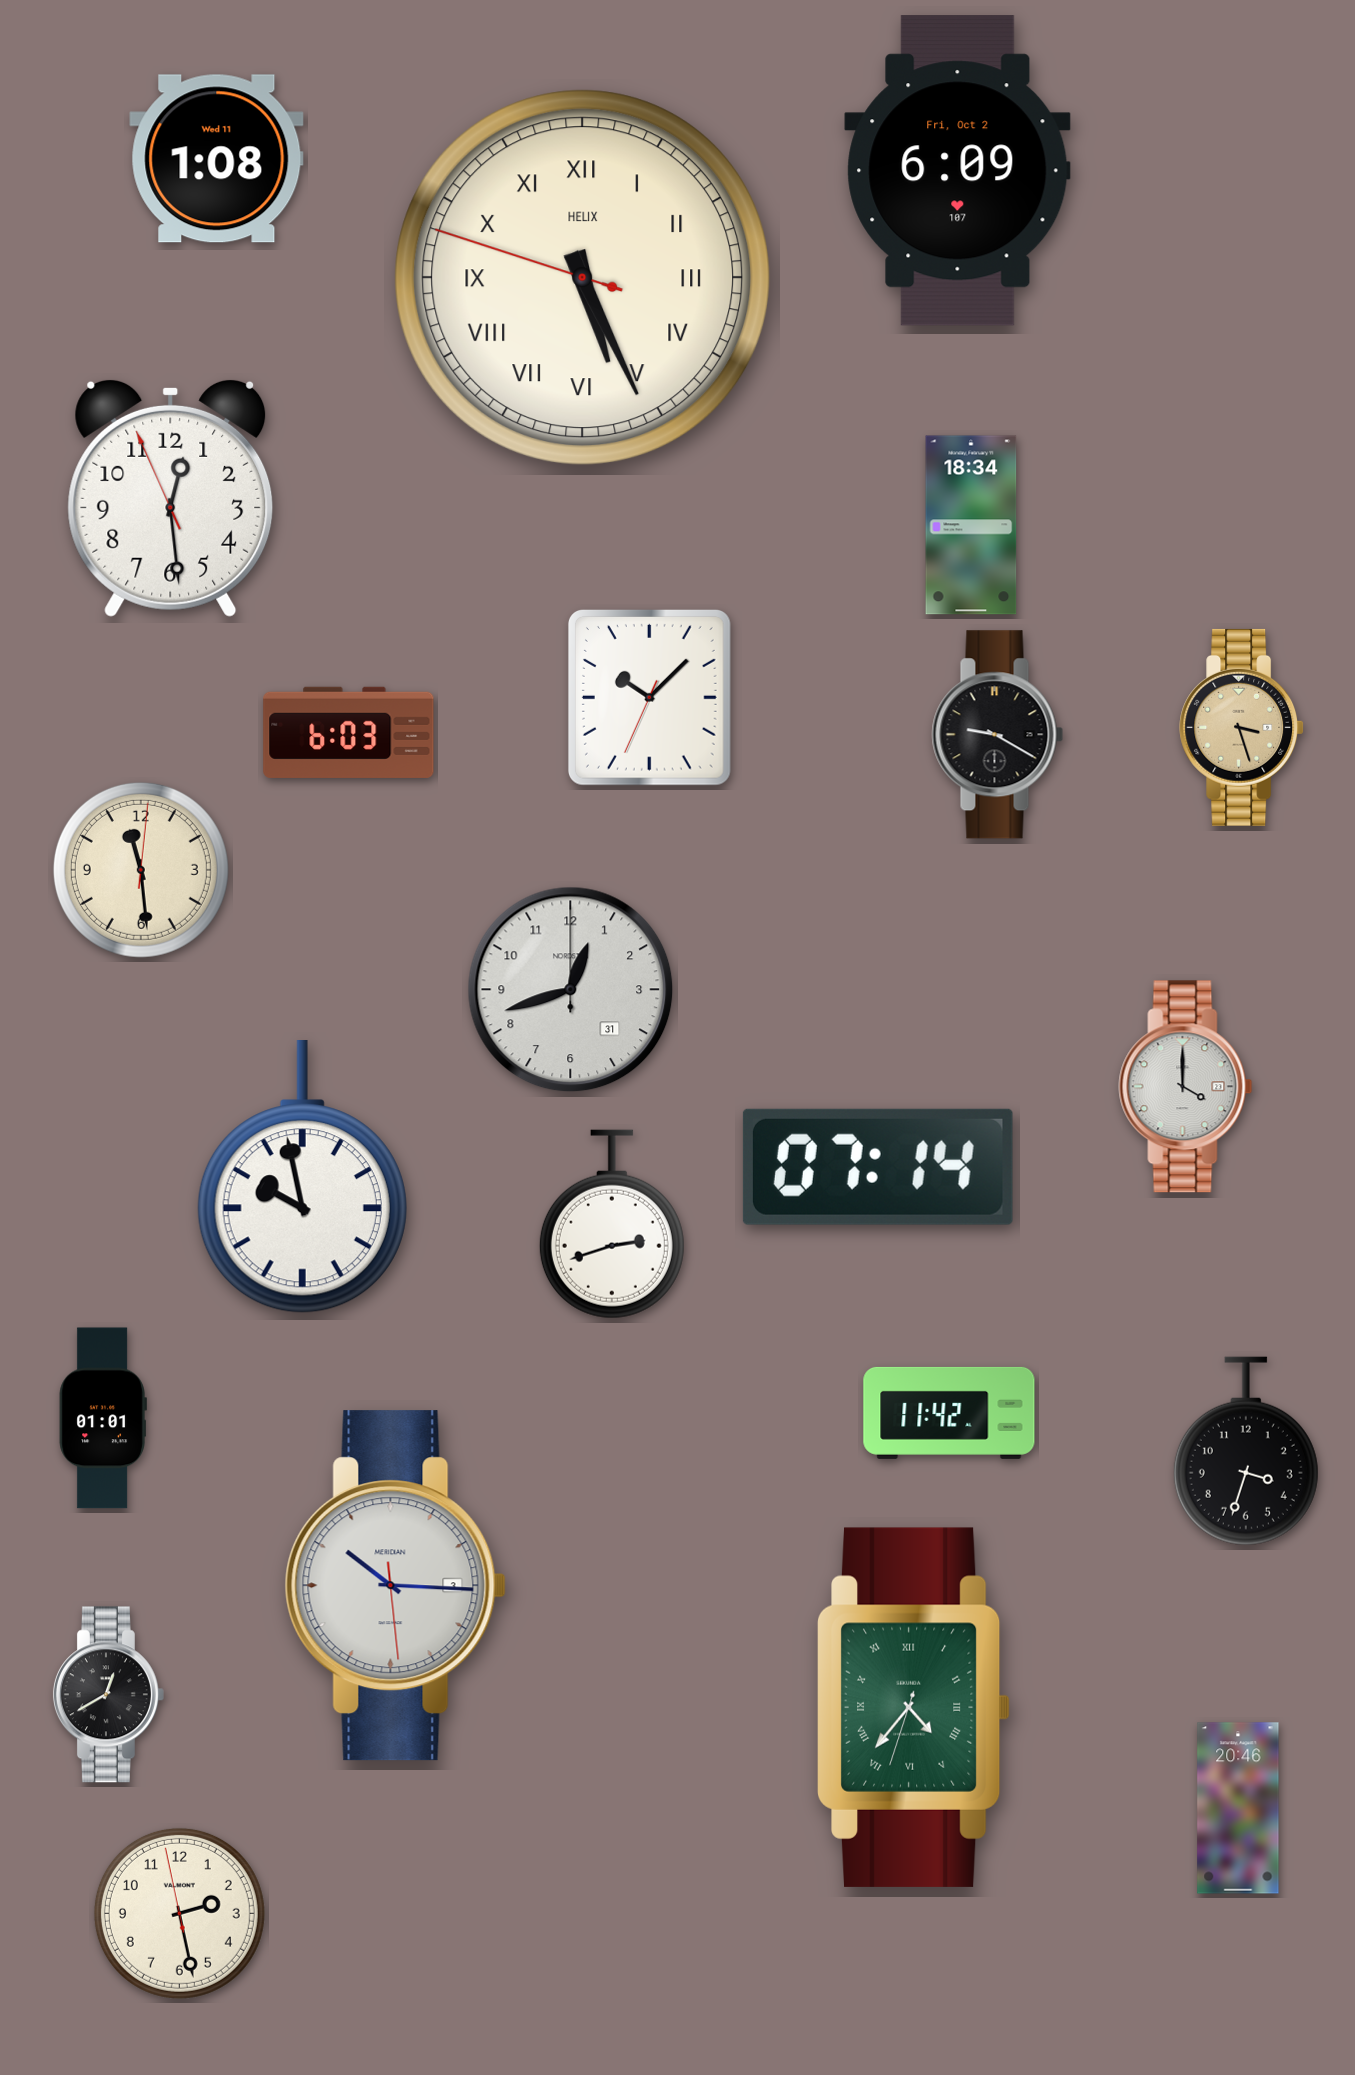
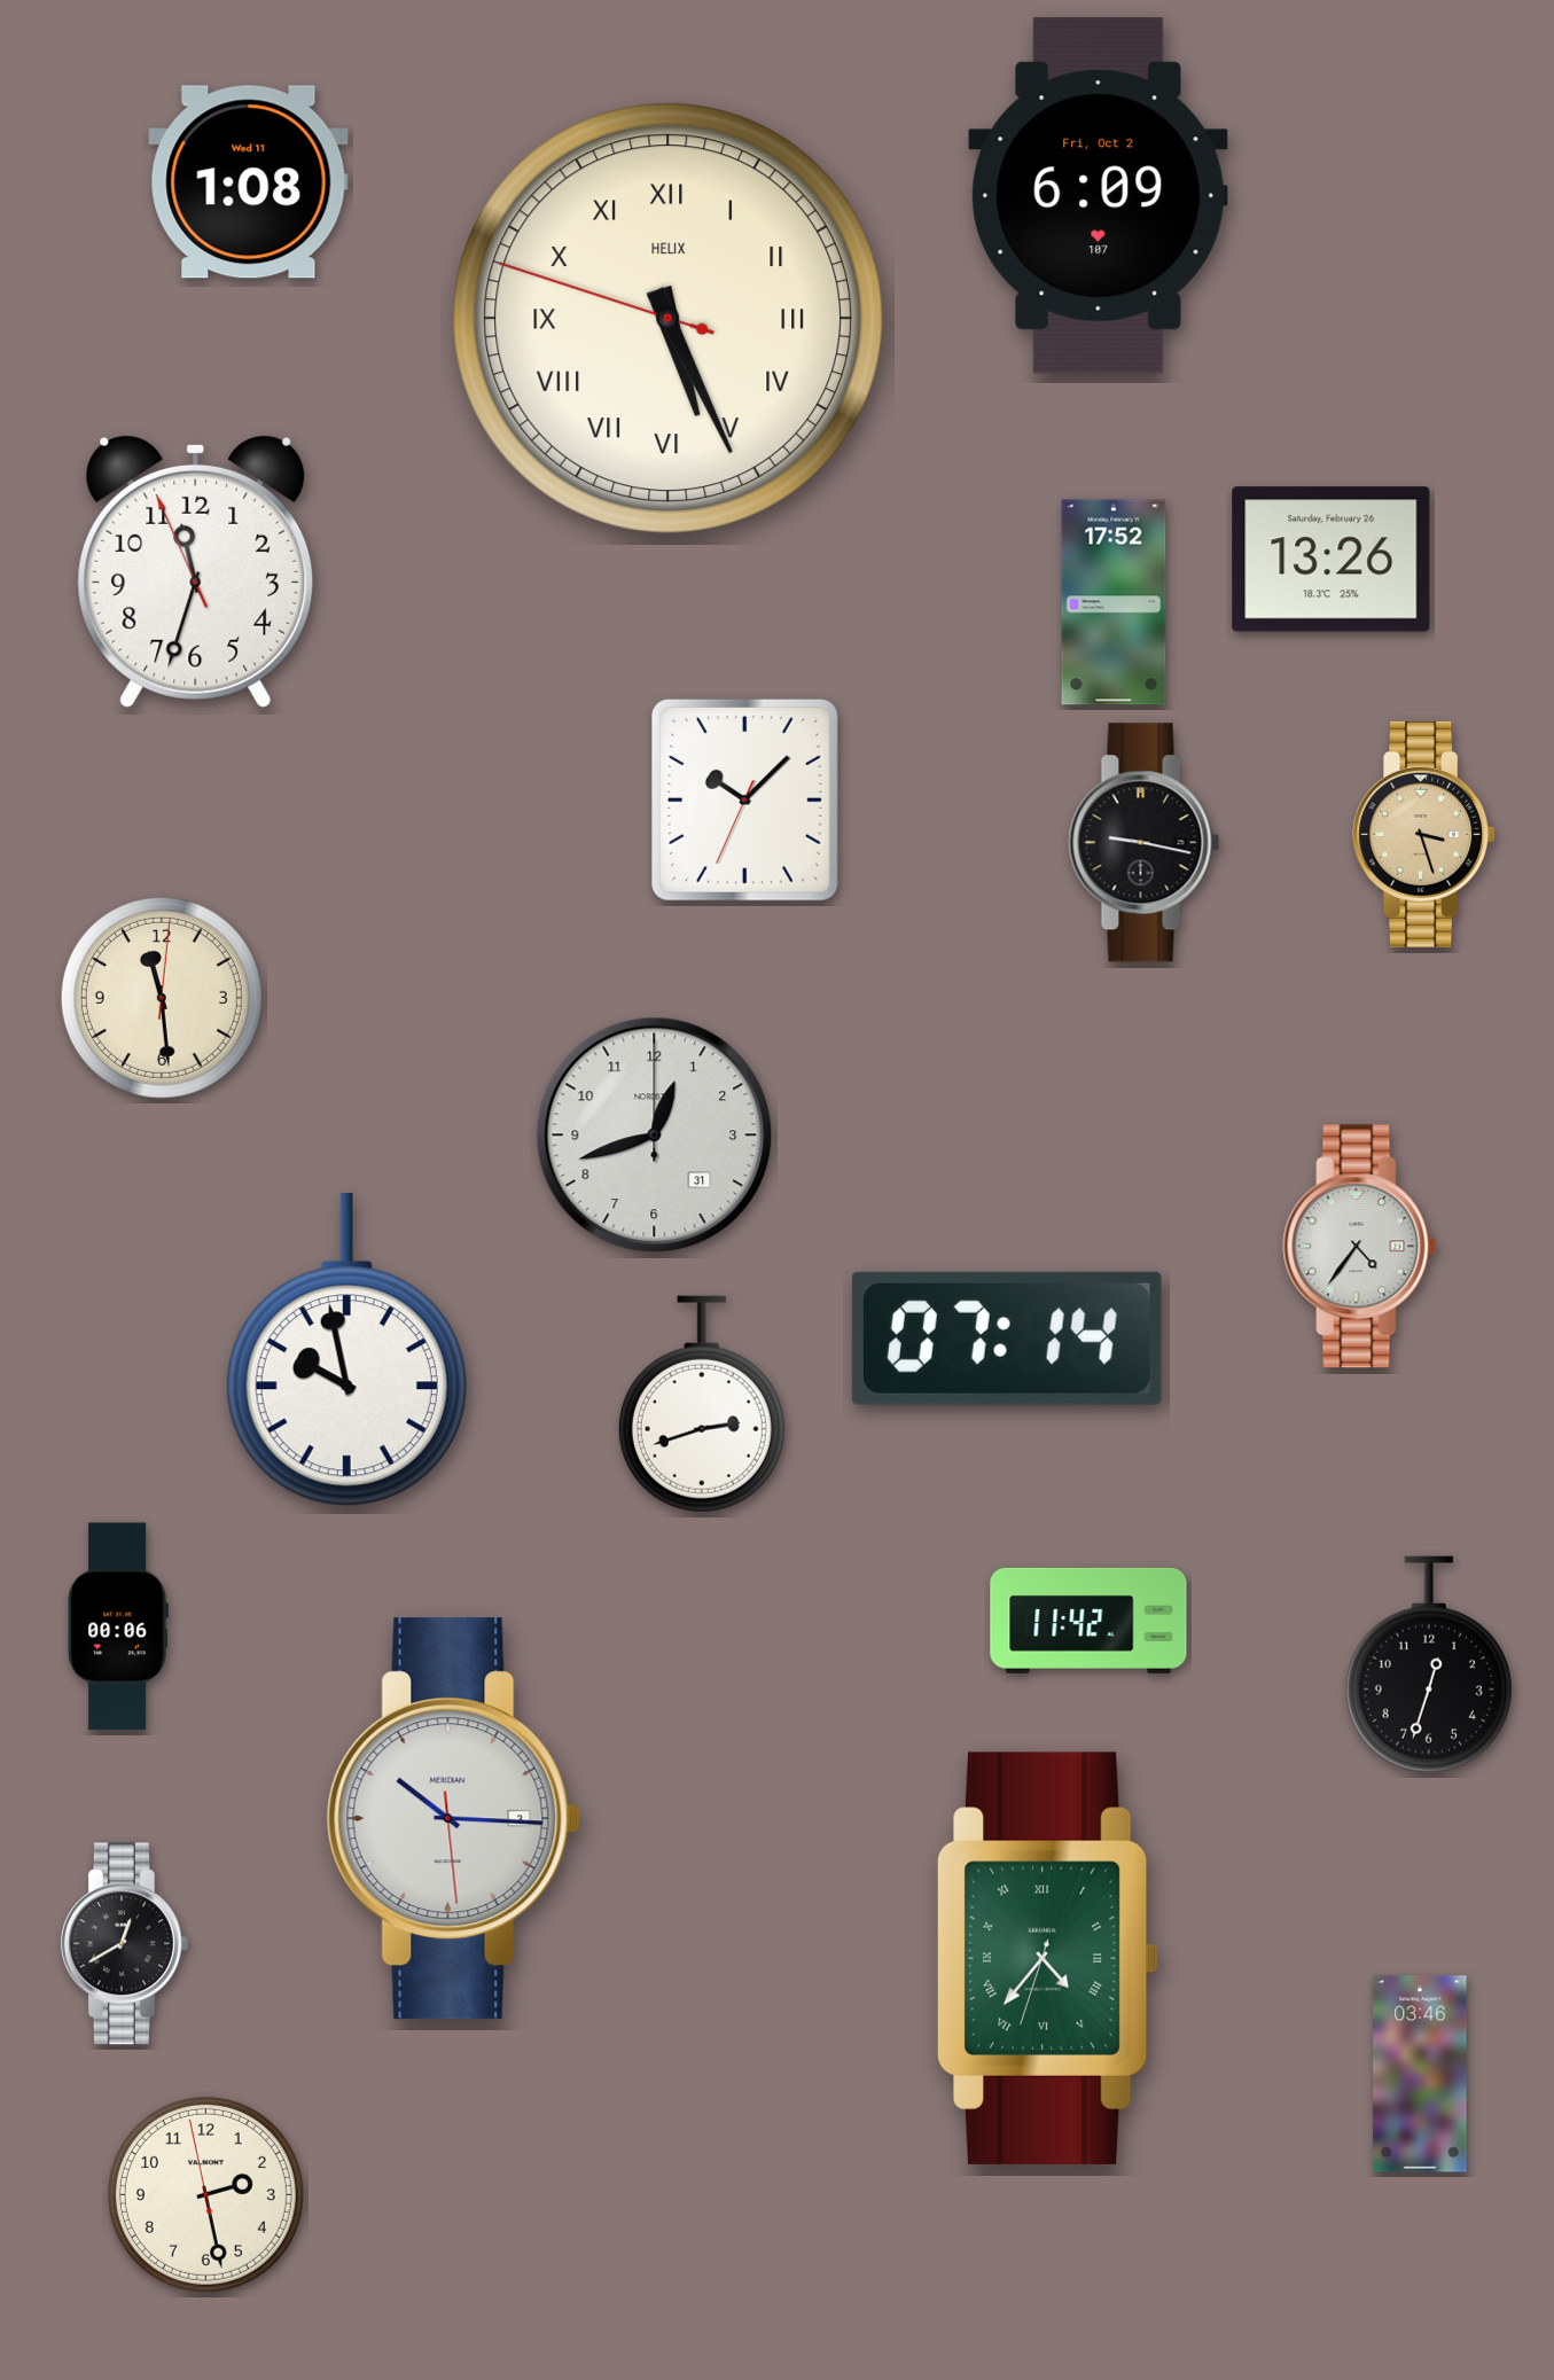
clock at (1332, 560): none -> 13:26
clock at (171, 498): 12:28 -> 11:32
clock at (971, 525): 18:34 -> 17:52
clock at (349, 732): 6:03 -> none
clock at (998, 735): 9:20 -> 9:17
clock at (1186, 1087): 4:00 -> 4:36
clock at (103, 1418): 01:01 -> 00:06
clock at (1246, 1451): 3:33 -> 12:33
clock at (1238, 1808): 20:46 -> 03:46
